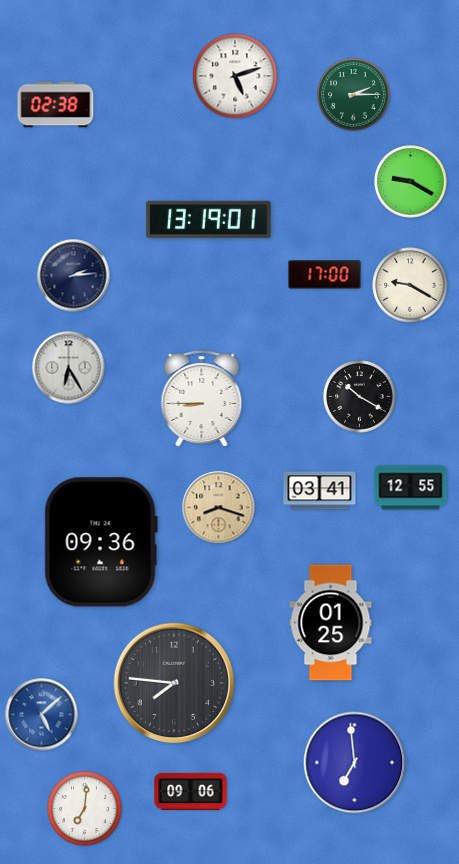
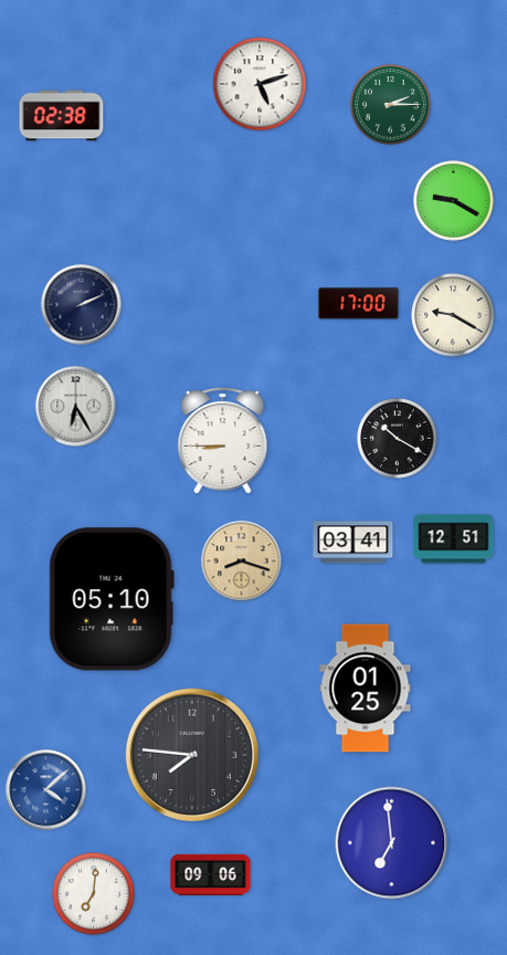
clock at (209, 220): 13:19 -> none
clock at (74, 276): 2:14 -> 2:11
clock at (411, 488): 12:55 -> 12:51
clock at (101, 542): 09:36 -> 05:10
clock at (42, 715): 5:08 -> 4:08
